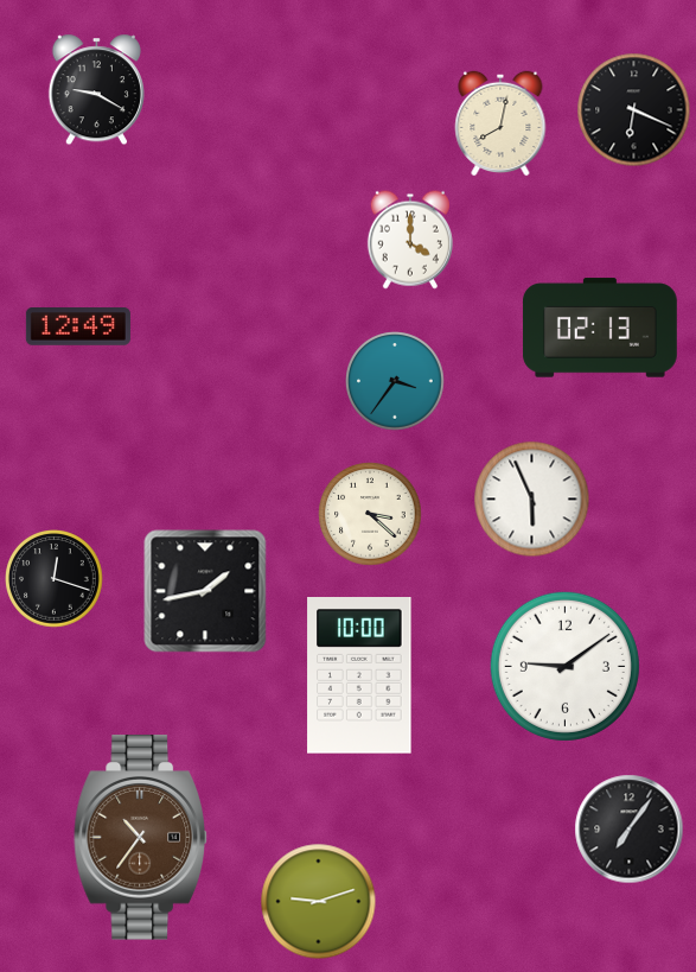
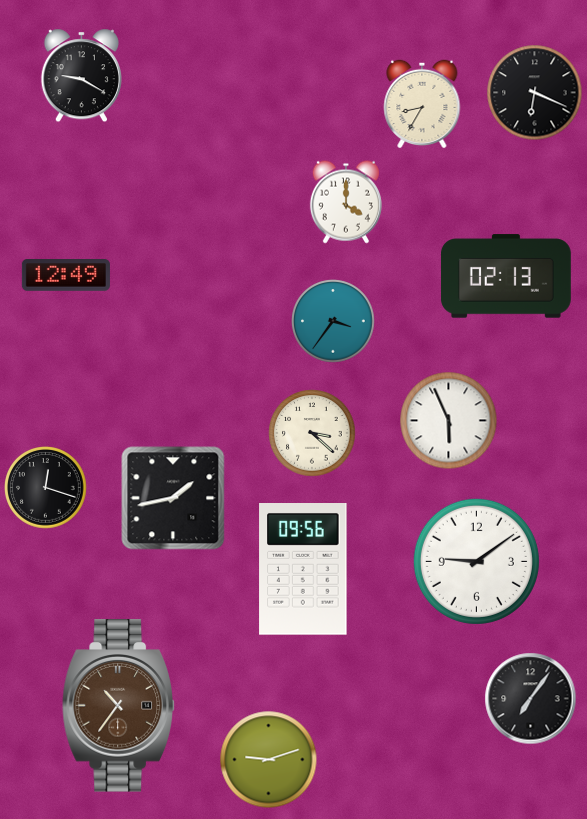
clock at (500, 123): 8:02 -> 8:35
clock at (359, 676): 10:00 -> 09:56
